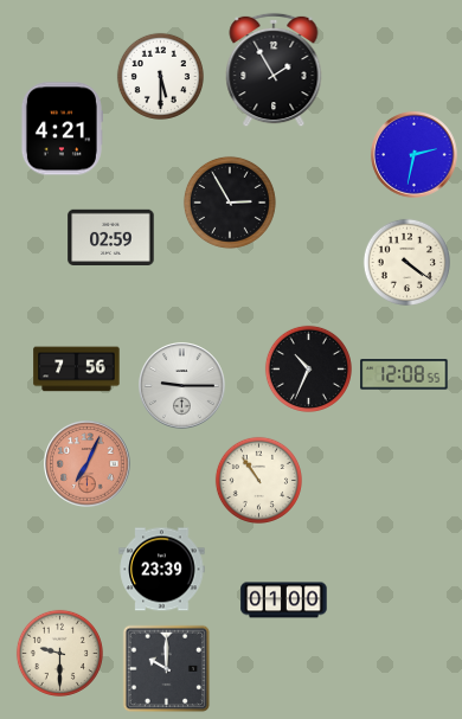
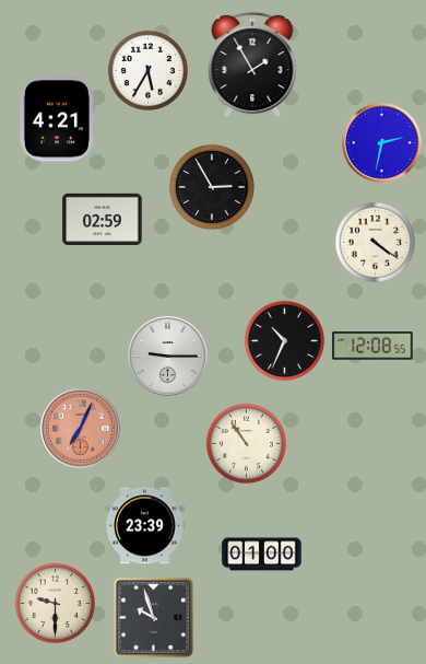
clock at (160, 76): 5:30 -> 5:35
clock at (77, 370): 7:56 -> none
clock at (258, 480) position: (258, 480) -> (246, 443)
clock at (162, 570) position: (162, 570) -> (145, 526)
clock at (167, 669): 10:00 -> 9:57
